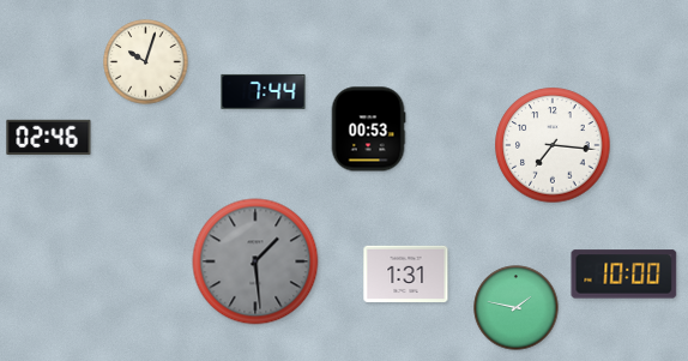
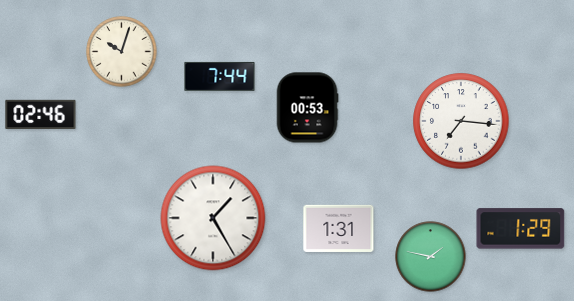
clock at (255, 261): 1:29 -> 1:25
clock at (255, 261) dial: grey -> white
clock at (624, 275): 10:00 -> 1:29
